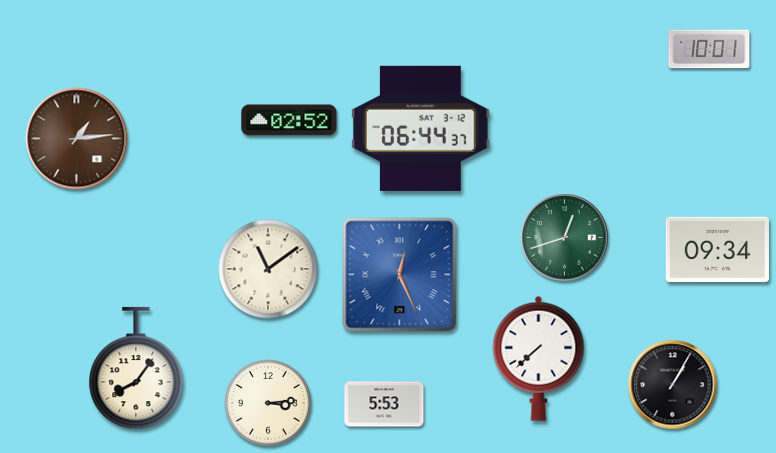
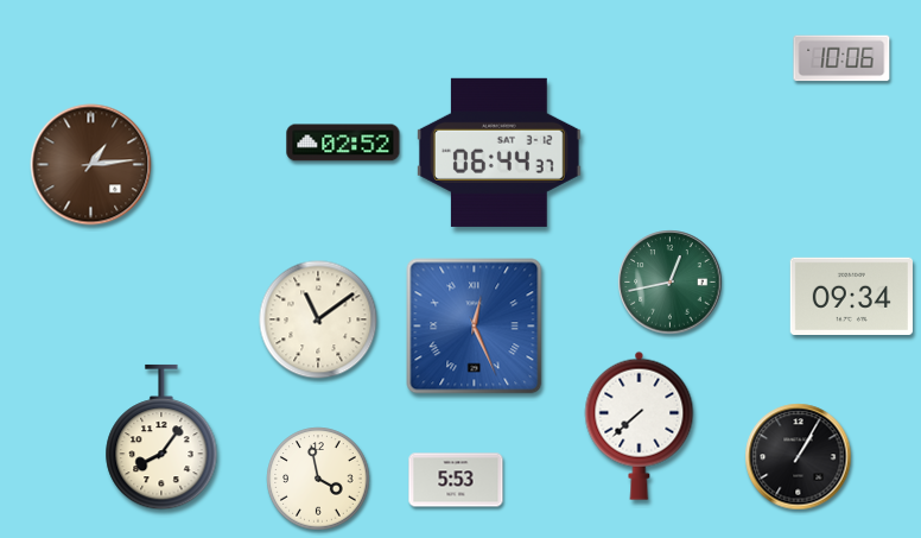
clock at (709, 49): 10:01 -> 10:06
clock at (565, 238): 12:42 -> 12:43
clock at (268, 403): 3:14 -> 3:58
